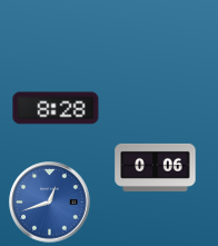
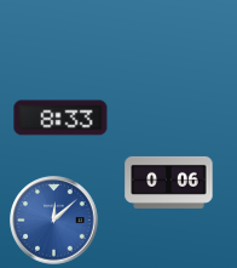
clock at (56, 108): 8:28 -> 8:33
clock at (50, 203): 12:42 -> 12:08
